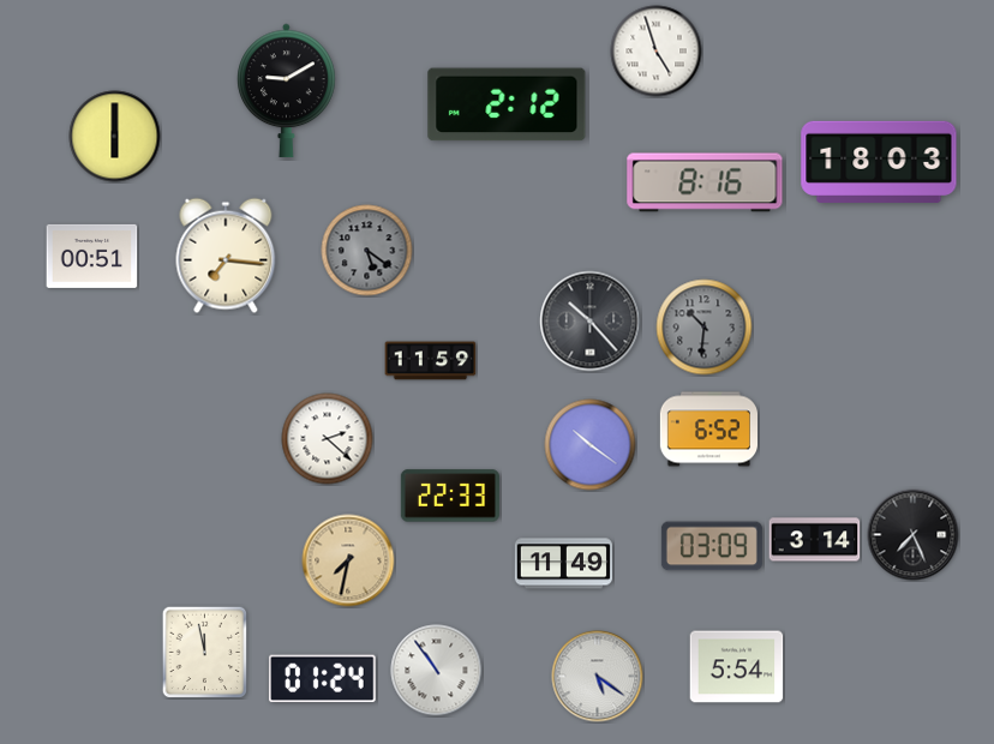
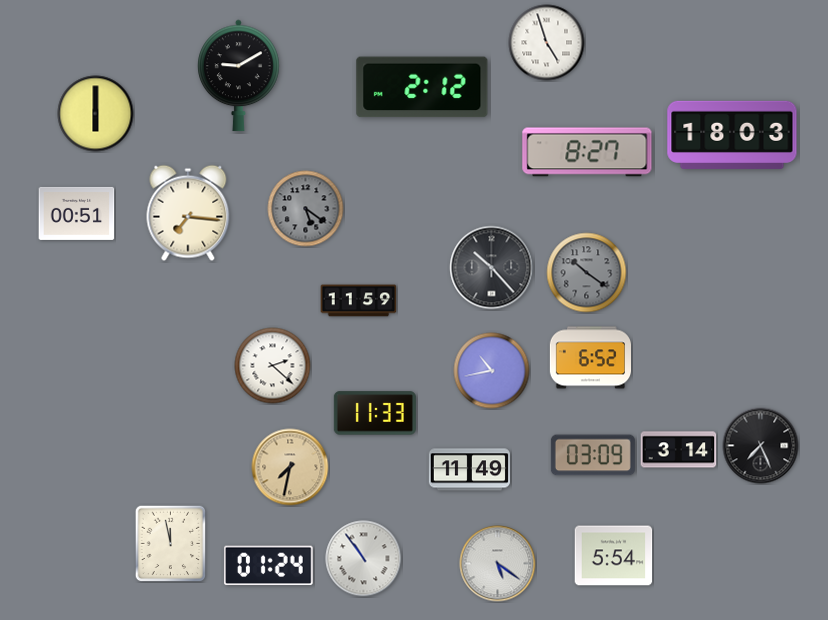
clock at (705, 182): 8:16 -> 8:27
clock at (705, 328): 10:31 -> 10:21
clock at (591, 445): 10:21 -> 10:43
clock at (450, 496): 22:33 -> 11:33
